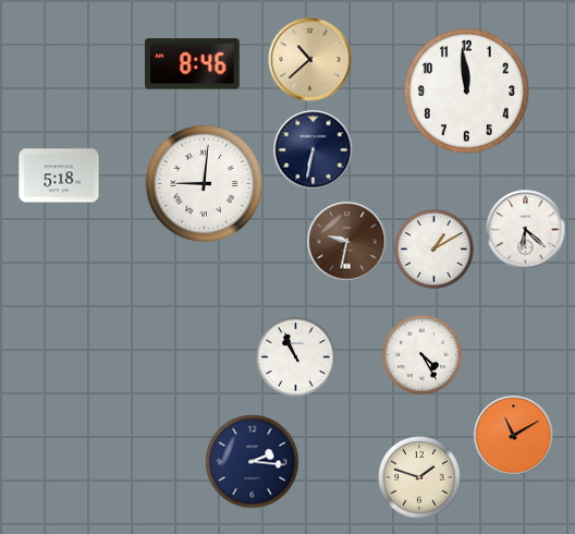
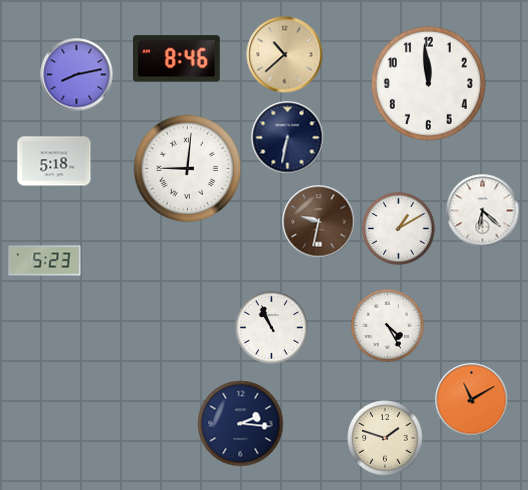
clock at (77, 75): none -> 8:13
clock at (45, 261): none -> 5:23
clock at (253, 462) position: (253, 462) -> (241, 424)
